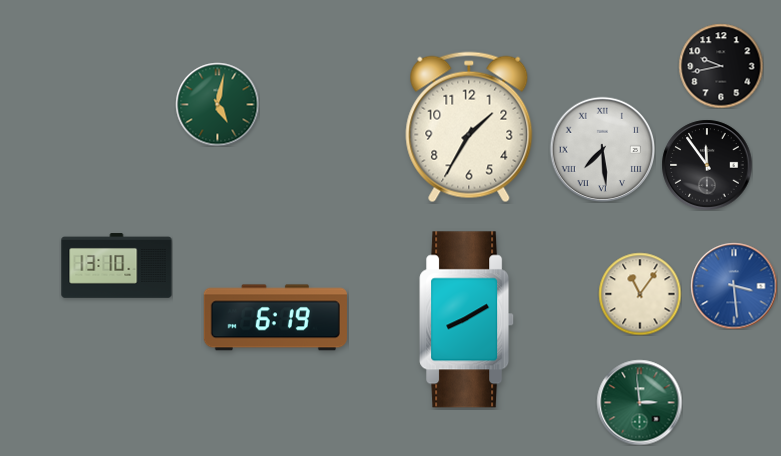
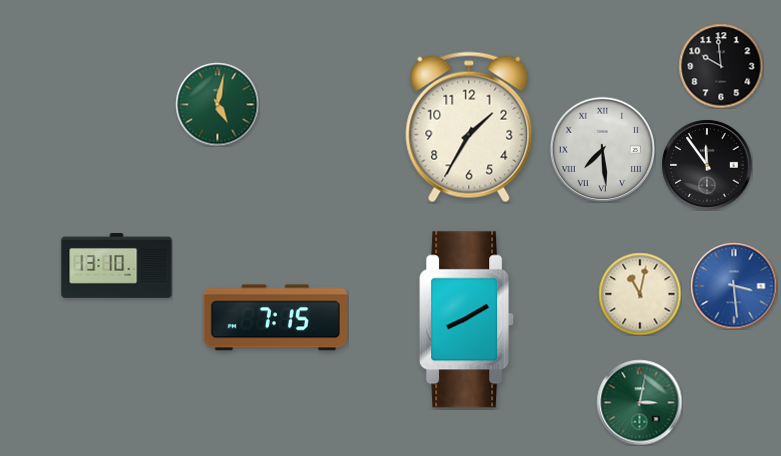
clock at (721, 66): 9:43 -> 9:59
clock at (640, 294): 11:06 -> 11:02
clock at (275, 318): 6:19 -> 7:15
clock at (639, 402): 2:59 -> 3:02
